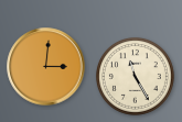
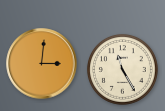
clock at (46, 67) position: (46, 67) -> (42, 64)
